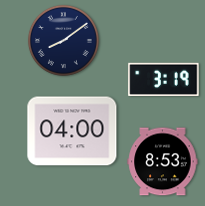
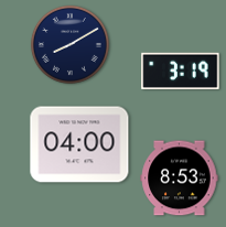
clock at (63, 40): 8:09 -> 8:10
clock at (164, 79) position: (164, 79) -> (181, 71)
